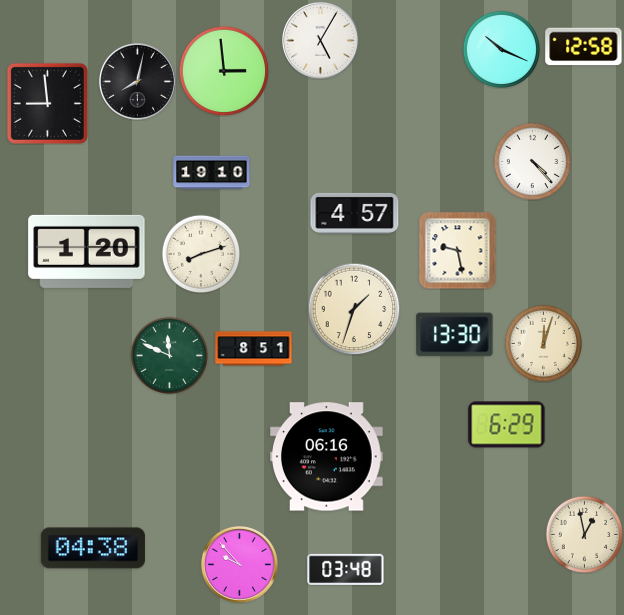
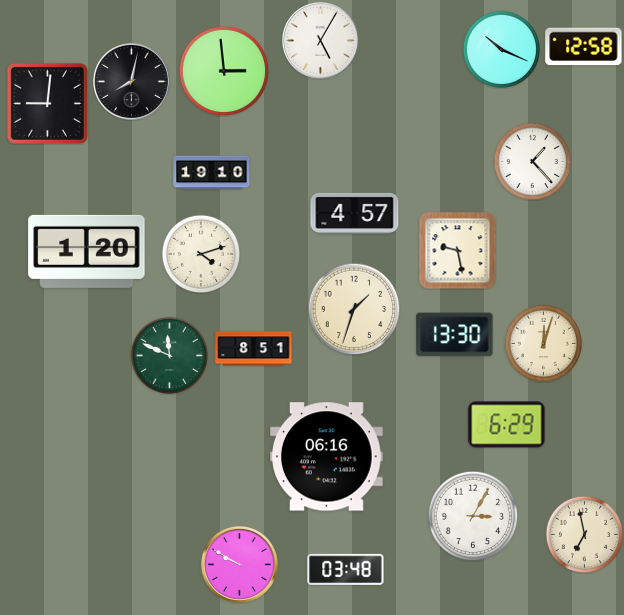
clock at (137, 81) position: (137, 81) -> (131, 81)
clock at (47, 103): 8:59 -> 9:01
clock at (532, 161): 4:23 -> 1:23
clock at (200, 253): 8:12 -> 4:12
clock at (473, 516): none -> 3:05
clock at (584, 534): 12:58 -> 6:58
clock at (93, 548): 04:38 -> none
clock at (239, 564): 9:53 -> 9:50
